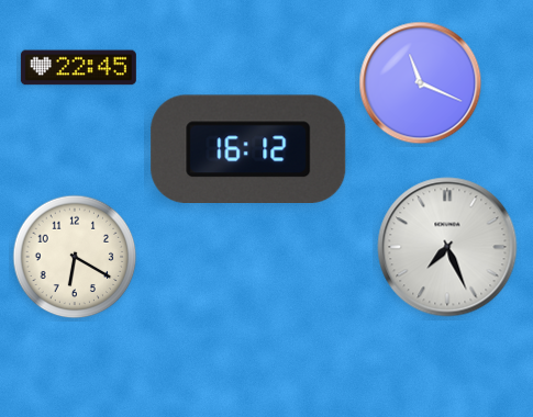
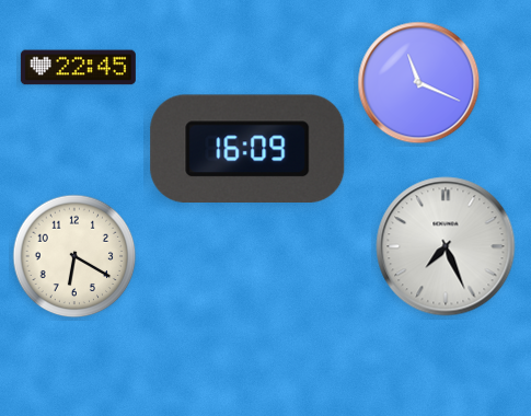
clock at (248, 148): 16:12 -> 16:09
